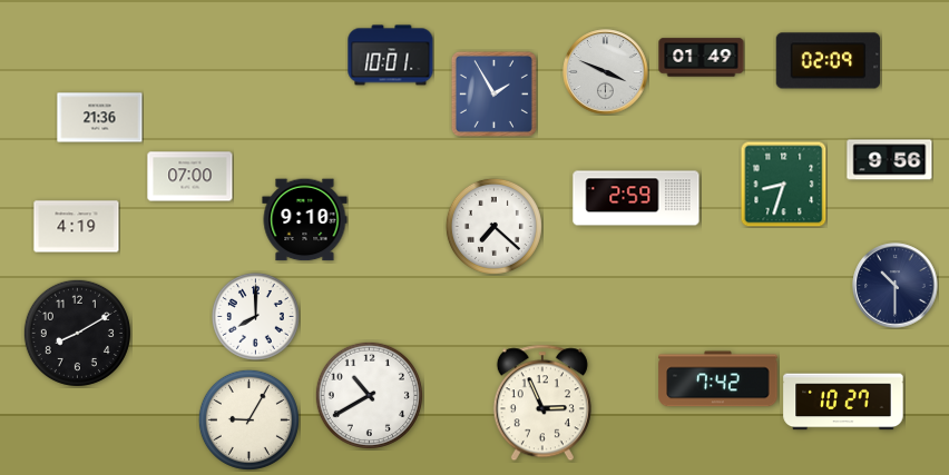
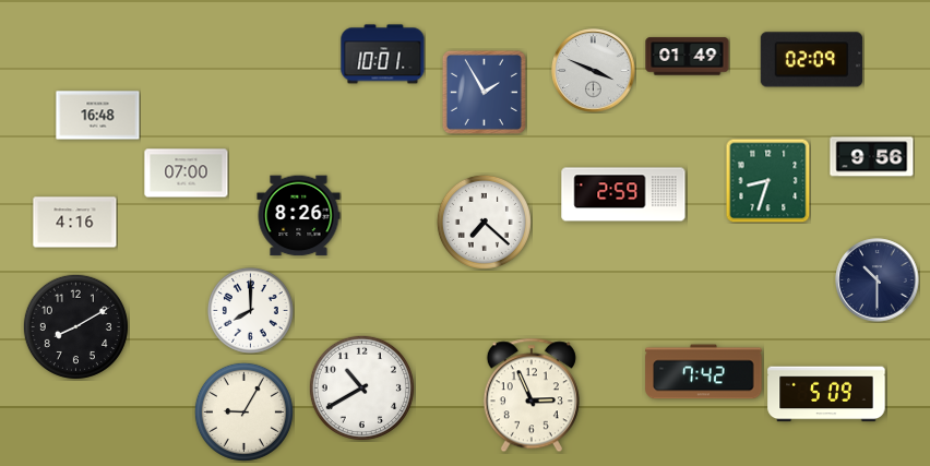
clock at (100, 118): 21:36 -> 16:48
clock at (305, 220): 9:10 -> 8:26
clock at (77, 227): 4:19 -> 4:16
clock at (843, 402): 10:27 -> 5:09
